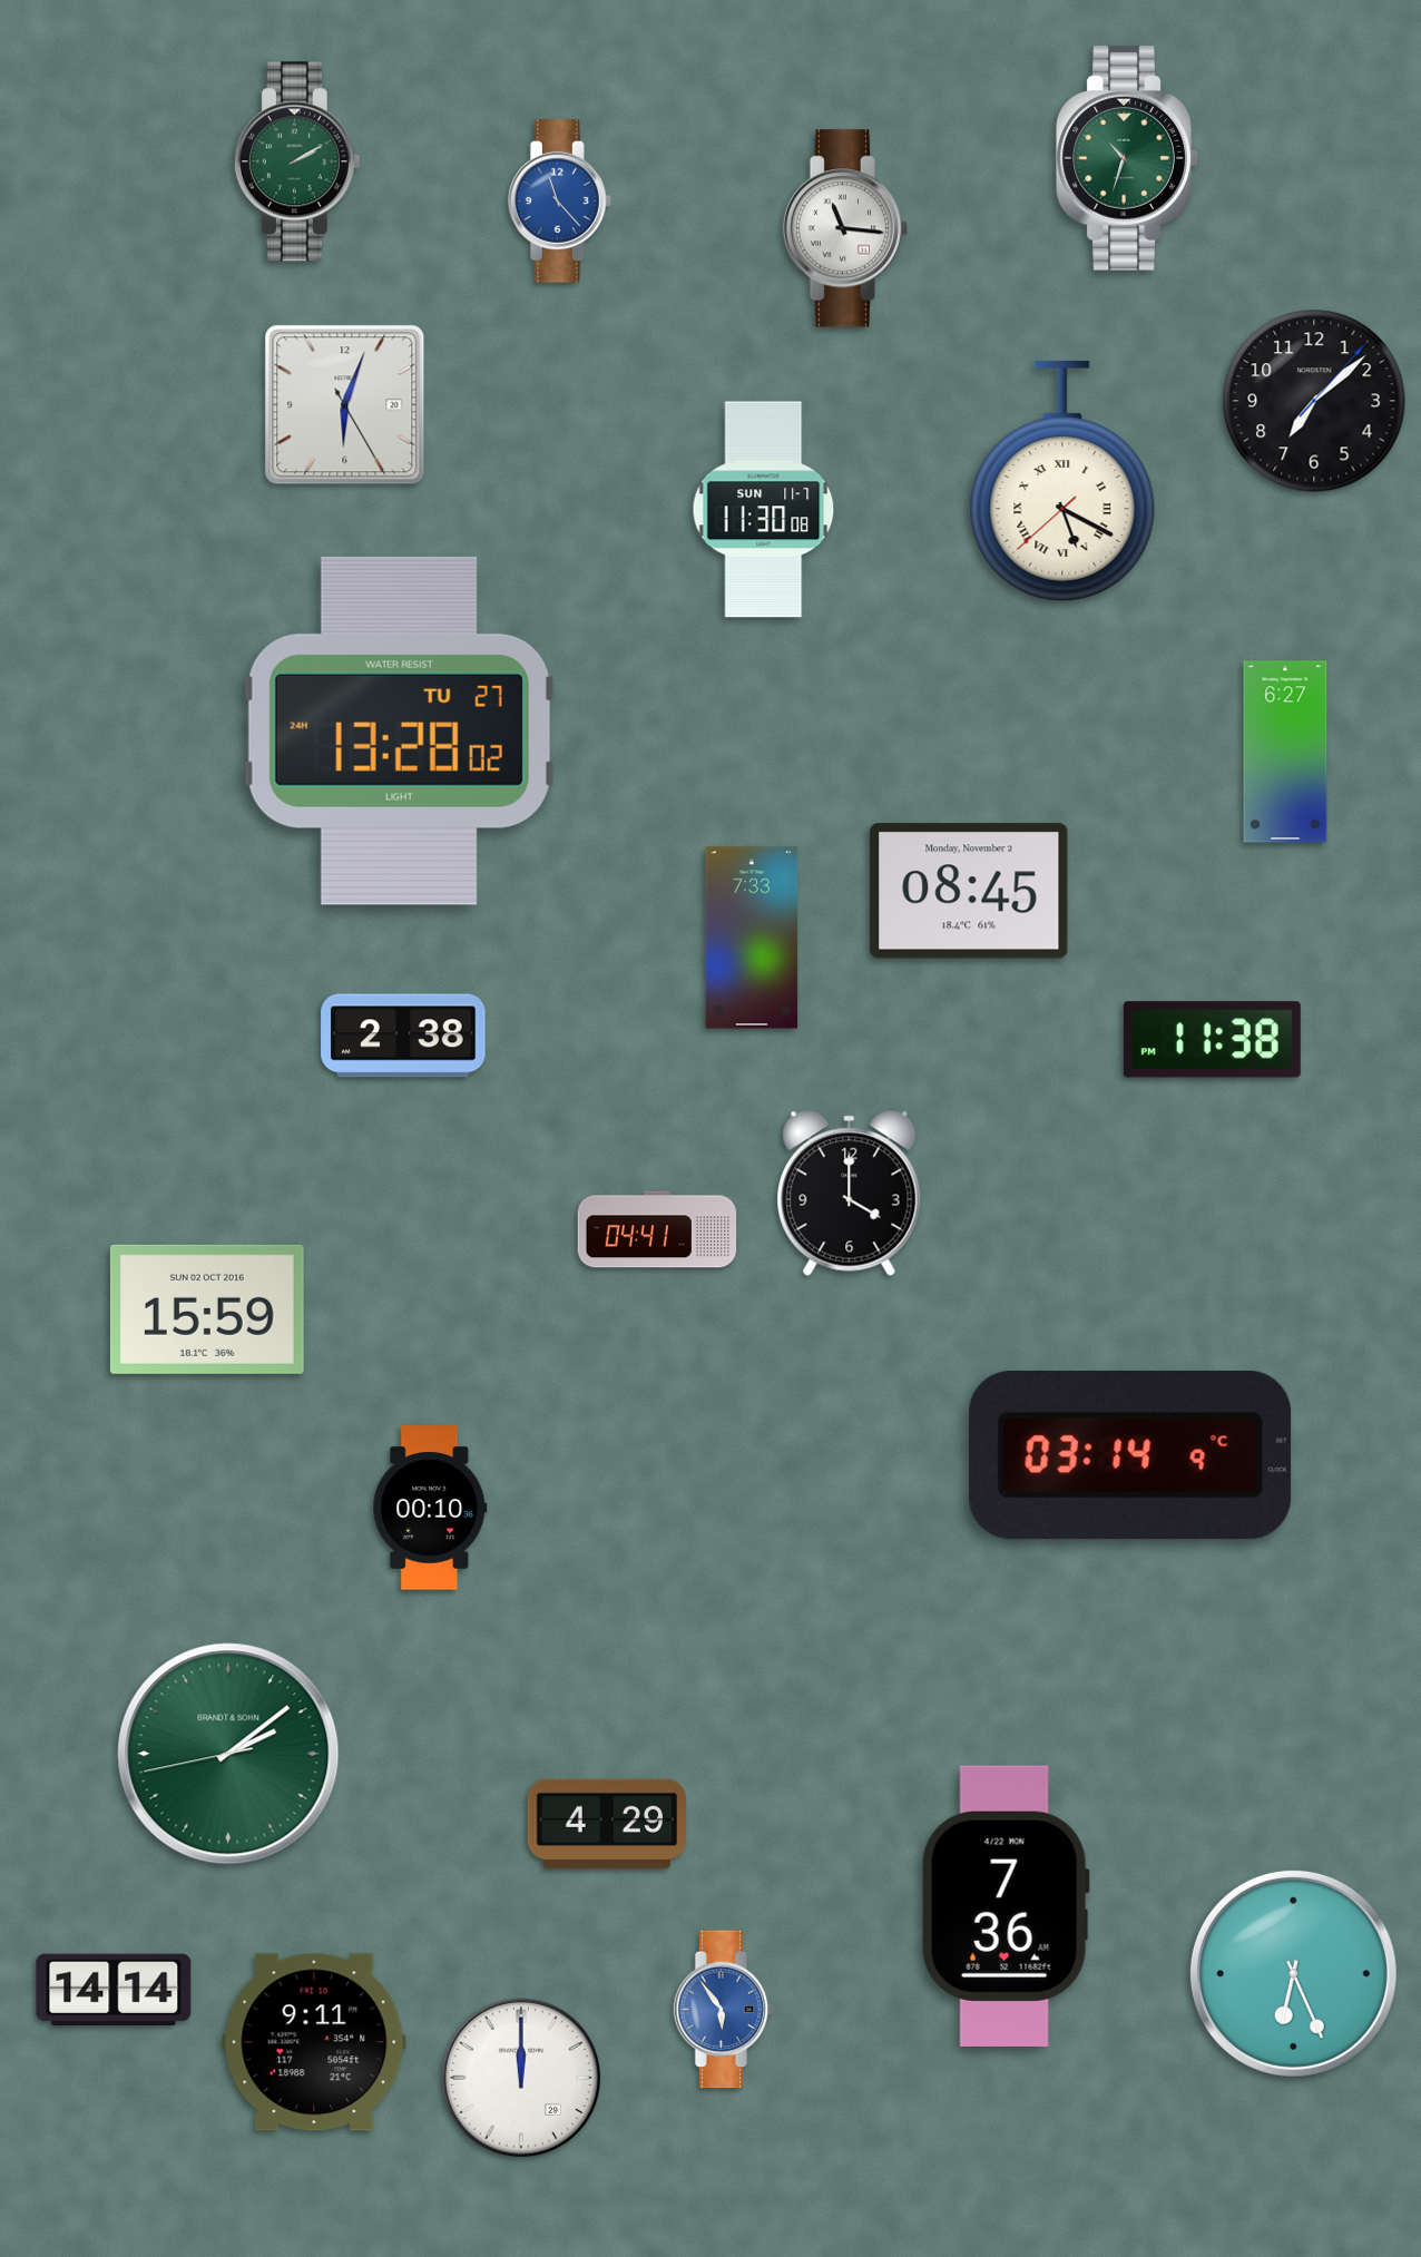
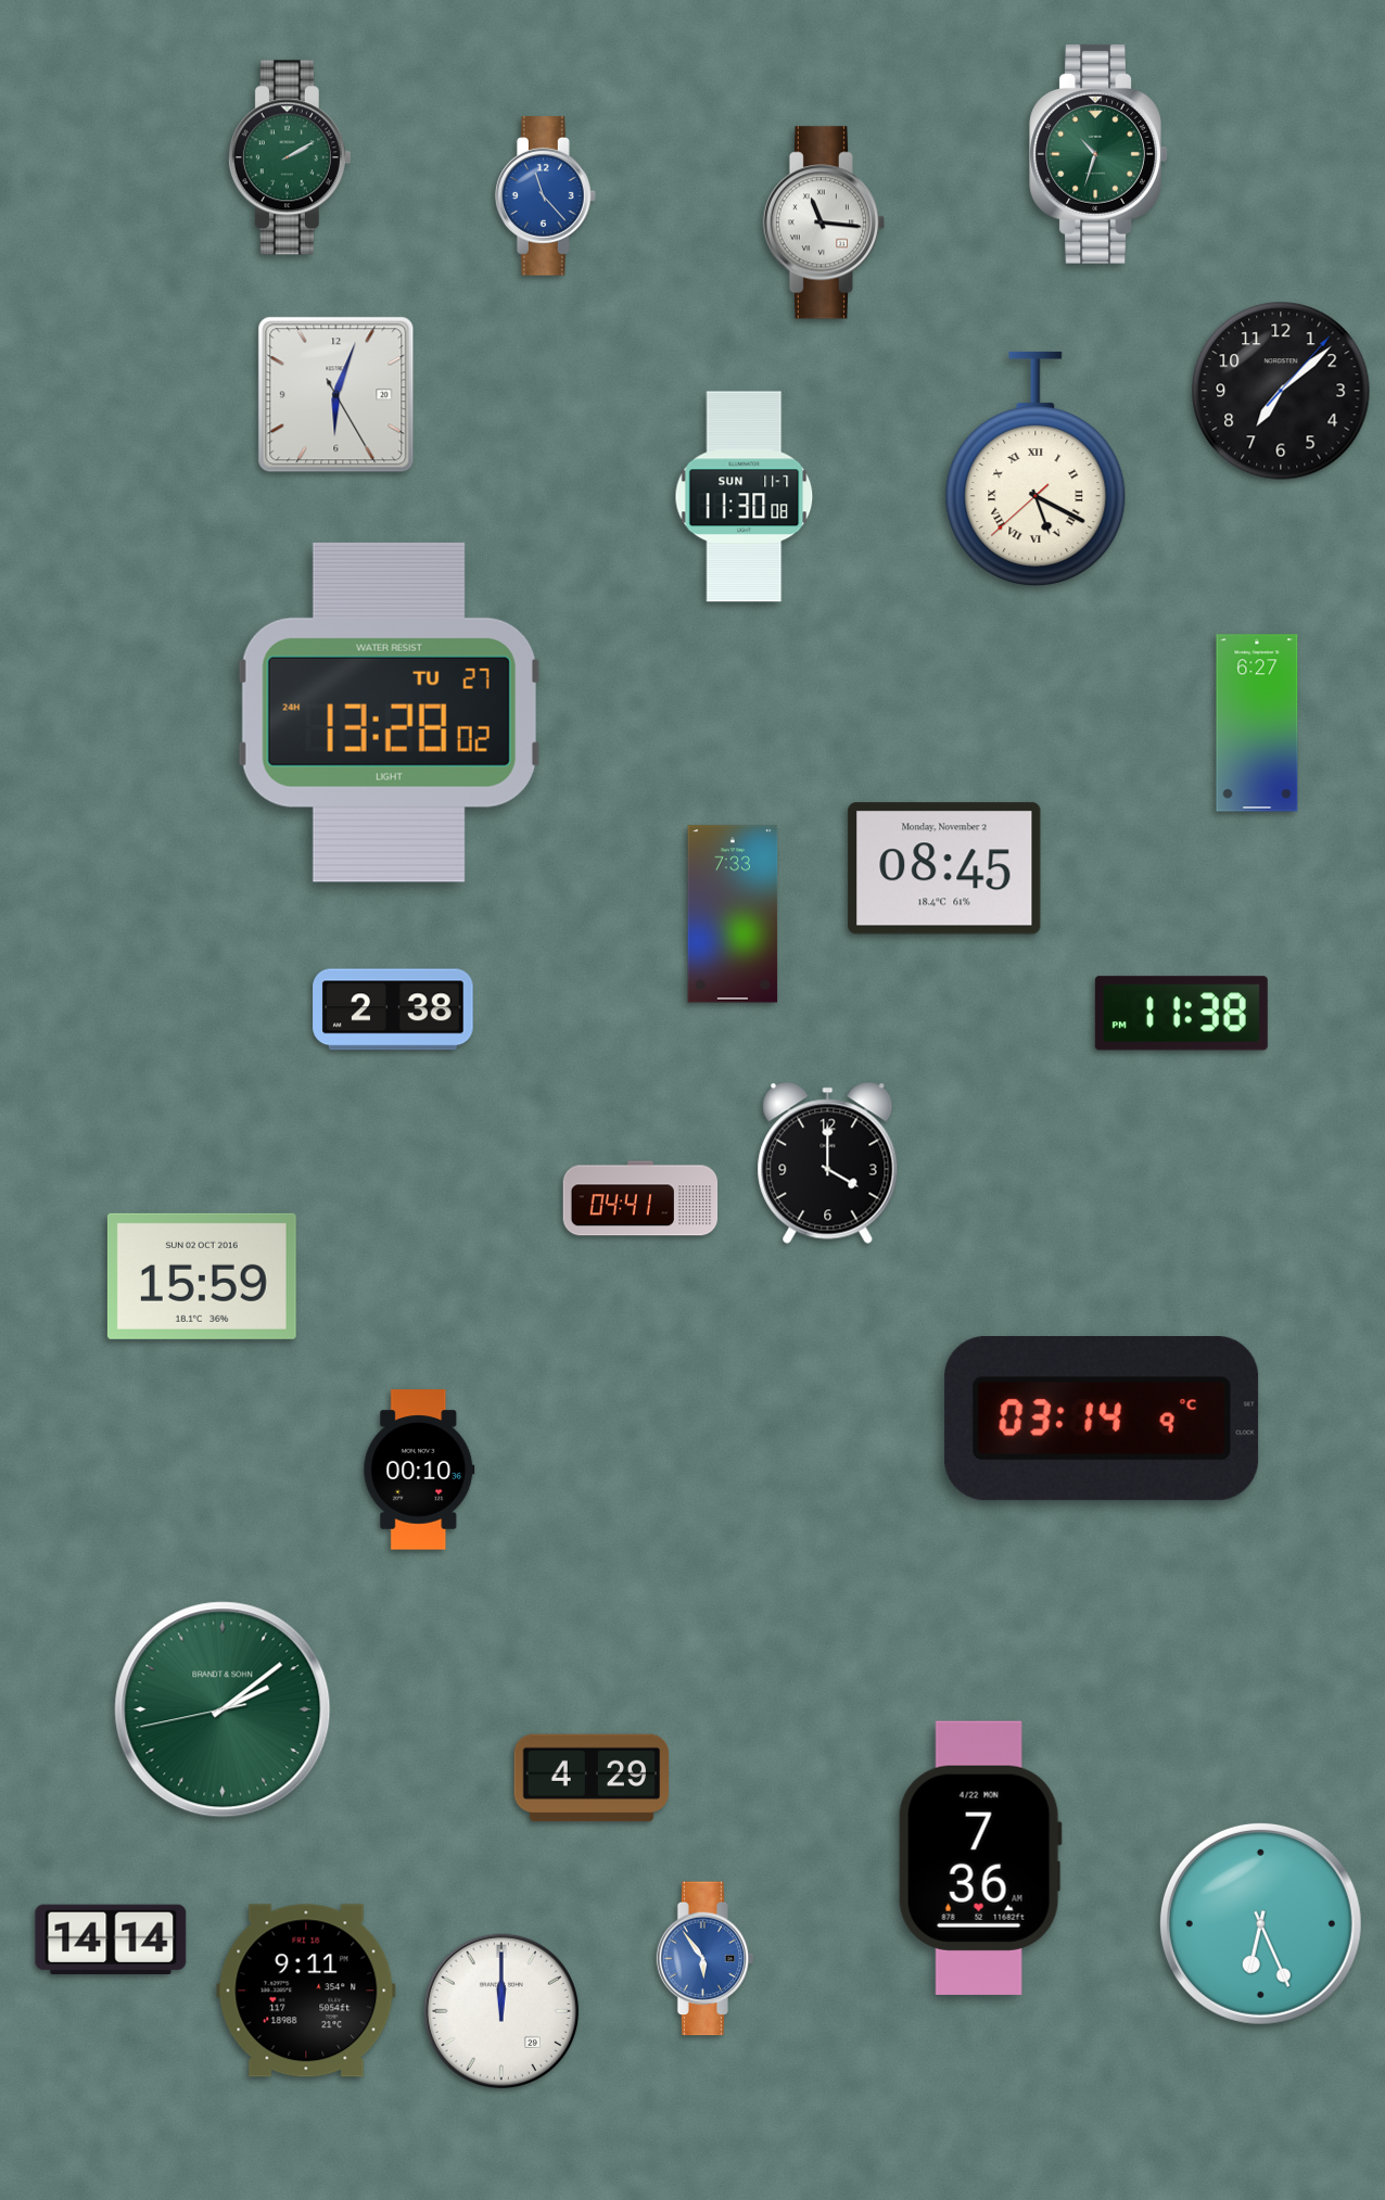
clock at (1285, 752) position: (1285, 752) -> (1257, 723)
clock at (521, 2078) position: (521, 2078) -> (501, 2011)
